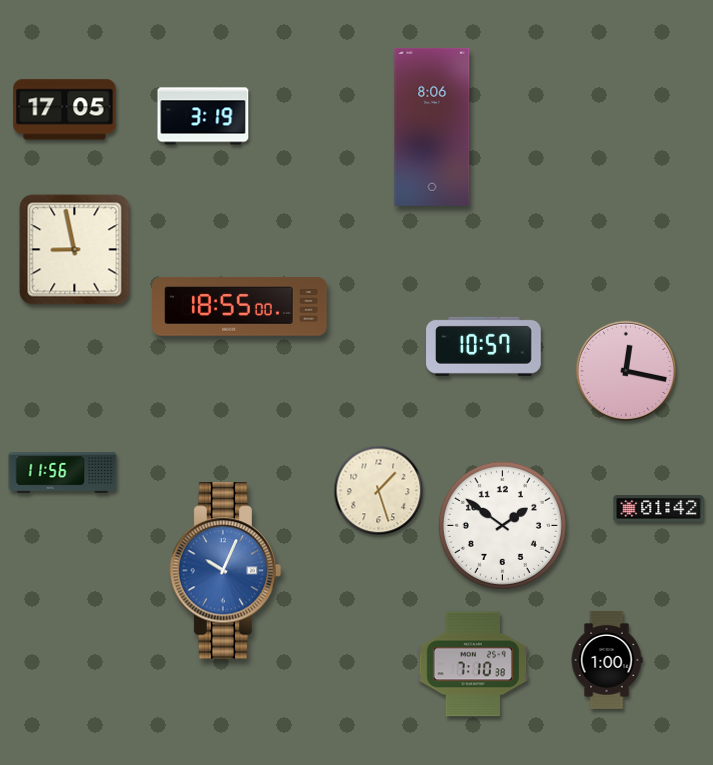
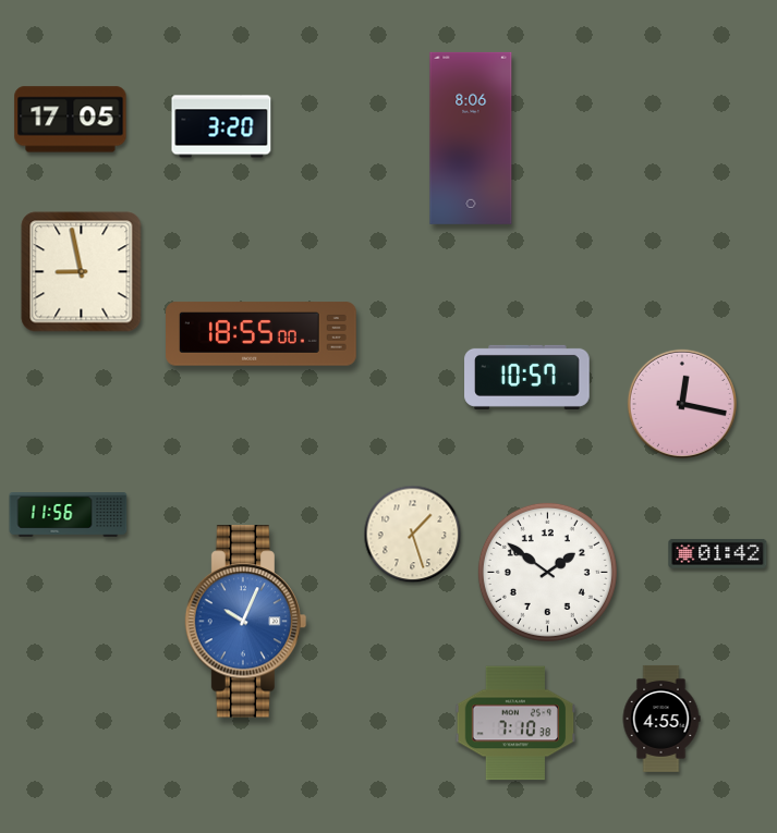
clock at (203, 116): 3:19 -> 3:20
clock at (607, 660): 1:00 -> 4:55
